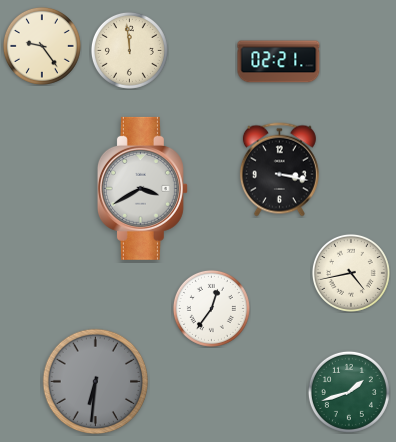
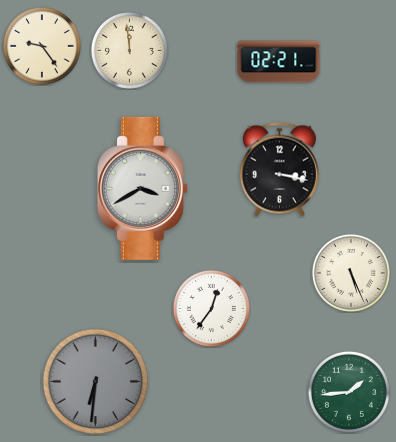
clock at (351, 273): 4:43 -> 5:26
clock at (349, 392): 1:42 -> 1:44
